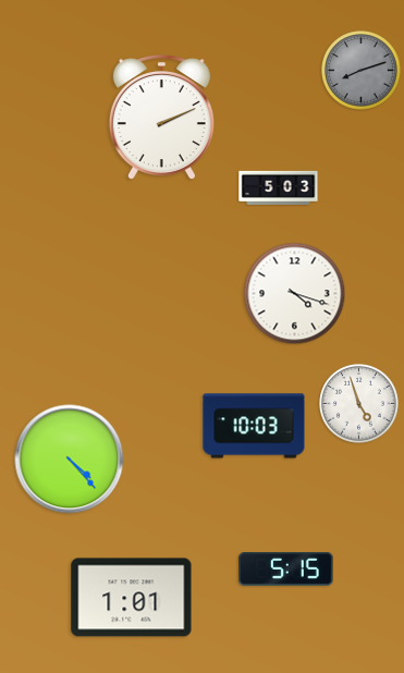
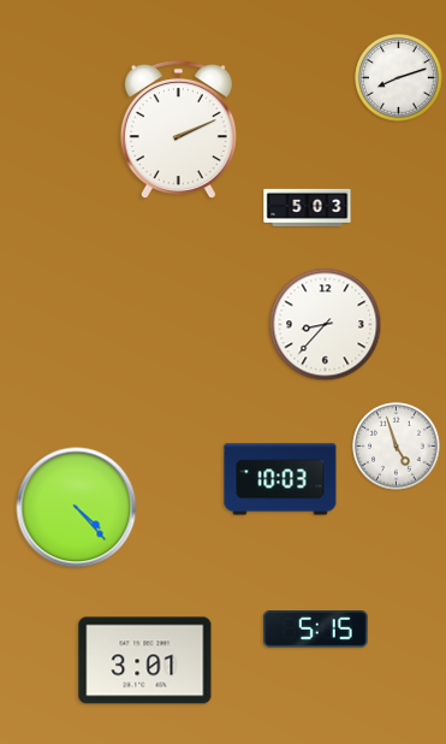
clock at (362, 71) dial: grey -> white
clock at (295, 294): 4:18 -> 8:37
clock at (254, 426) position: (254, 426) -> (280, 479)
clock at (132, 598): 1:01 -> 3:01
